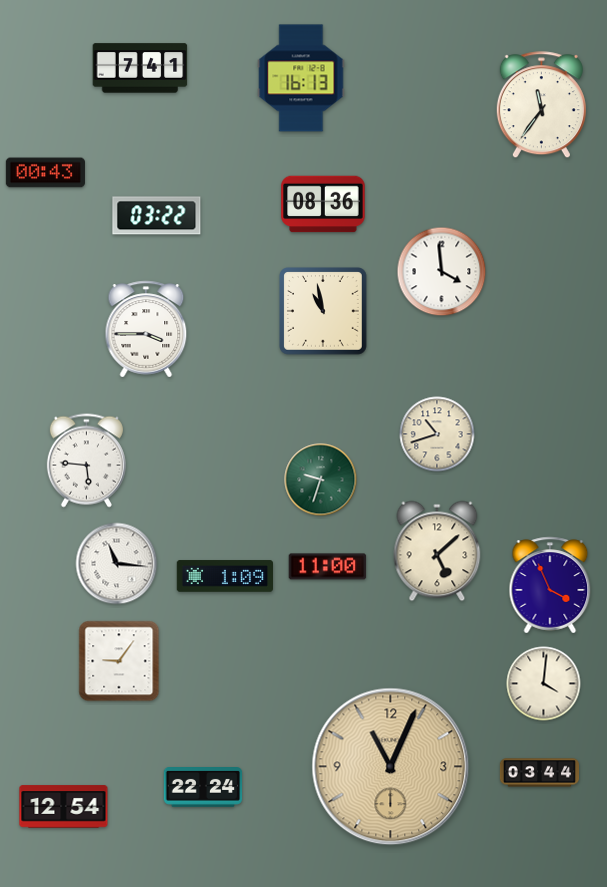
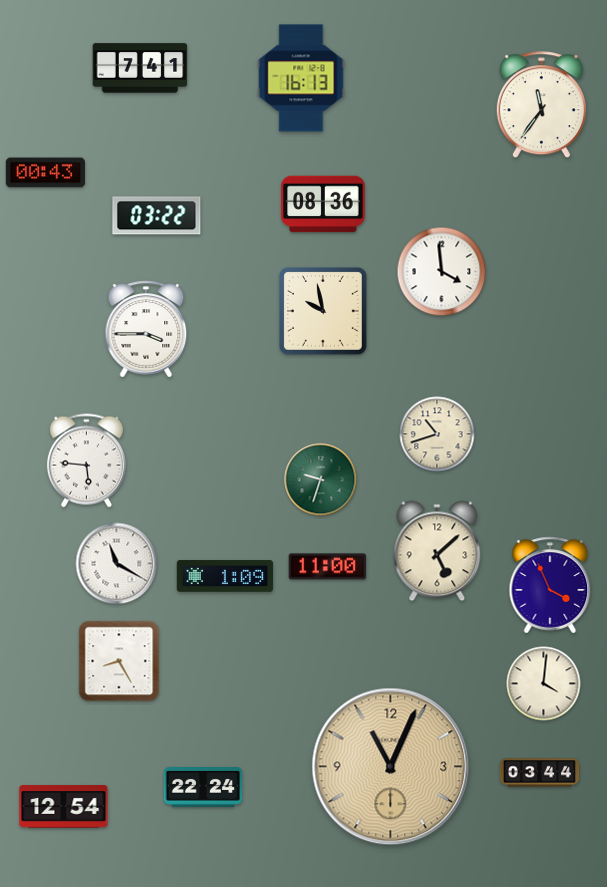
clock at (324, 312): 10:58 -> 9:58
clock at (117, 564): 11:16 -> 11:20
clock at (119, 661): 9:06 -> 8:25
